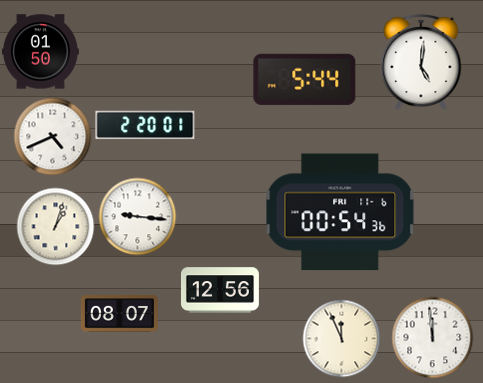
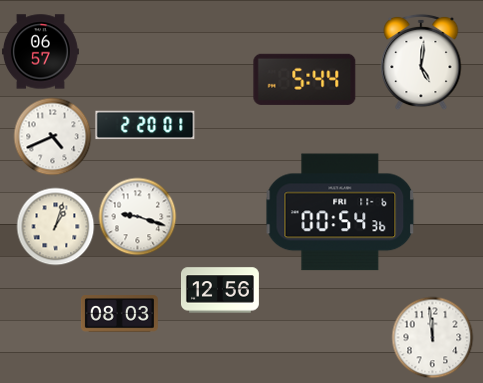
clock at (40, 52): 01:50 -> 06:57
clock at (137, 216): 9:16 -> 9:18
clock at (119, 314): 08:07 -> 08:03
clock at (341, 338): 11:56 -> none
